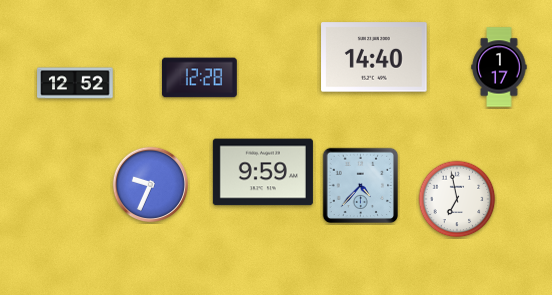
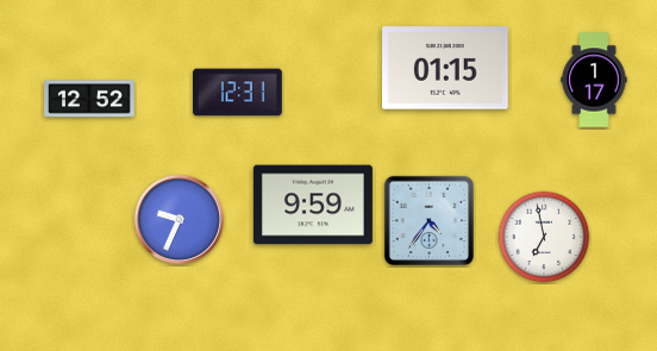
clock at (374, 57): 14:40 -> 01:15
clock at (200, 78): 12:28 -> 12:31
clock at (361, 186): 4:37 -> 4:36
